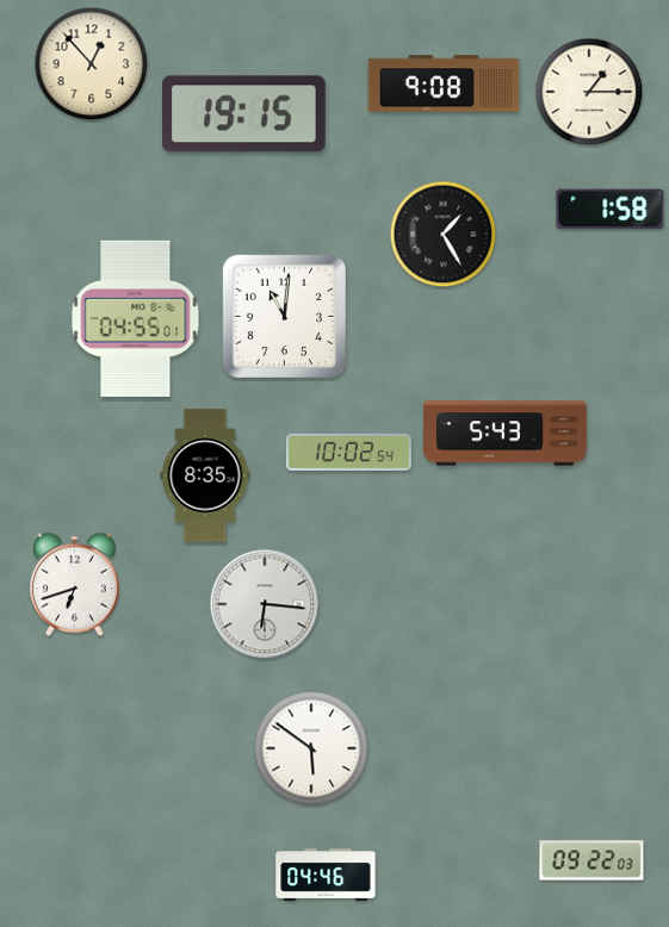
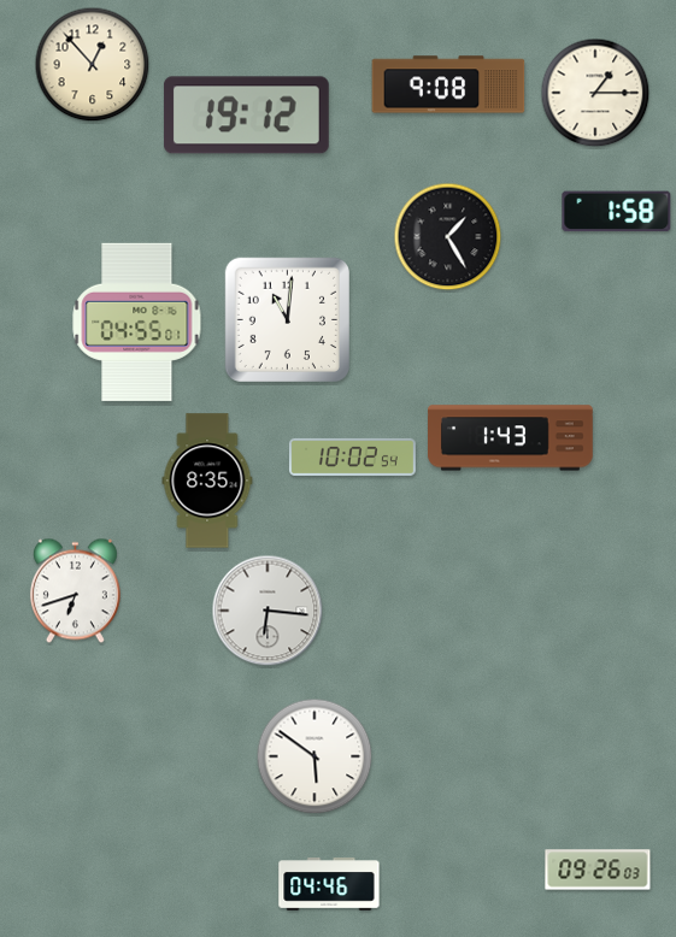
clock at (243, 114): 19:15 -> 19:12
clock at (506, 434): 5:43 -> 1:43
clock at (591, 860): 09:22 -> 09:26
